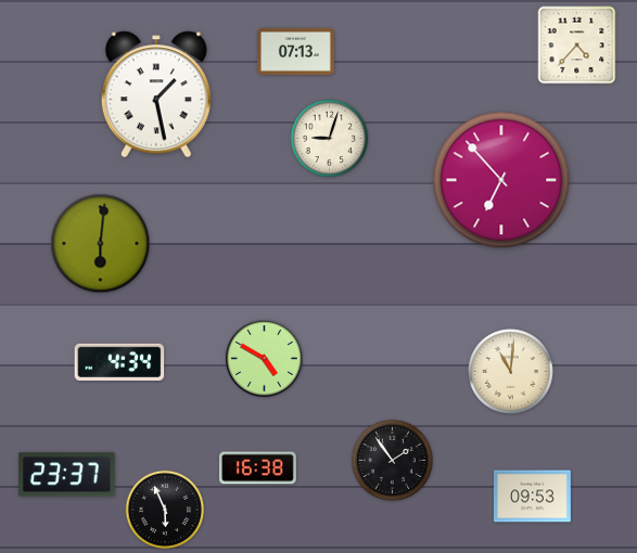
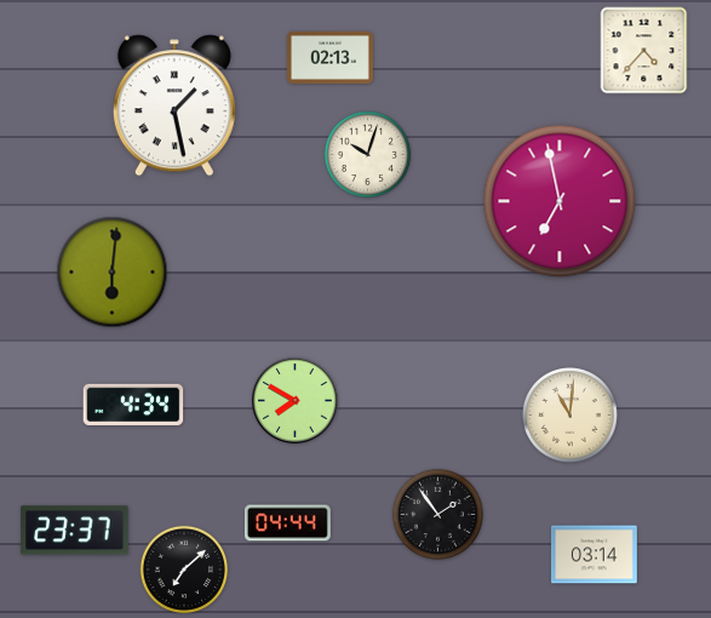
clock at (296, 51): 07:13 -> 02:13
clock at (330, 139): 9:03 -> 10:03
clock at (501, 180): 6:53 -> 6:58
clock at (264, 358): 4:50 -> 7:50
clock at (257, 468): 16:38 -> 04:44
clock at (532, 497): 09:53 -> 03:14
clock at (165, 510): 5:56 -> 7:08
